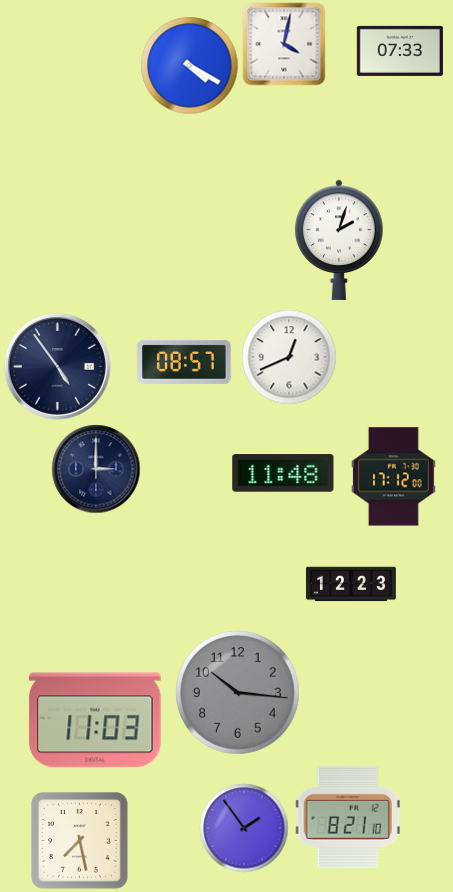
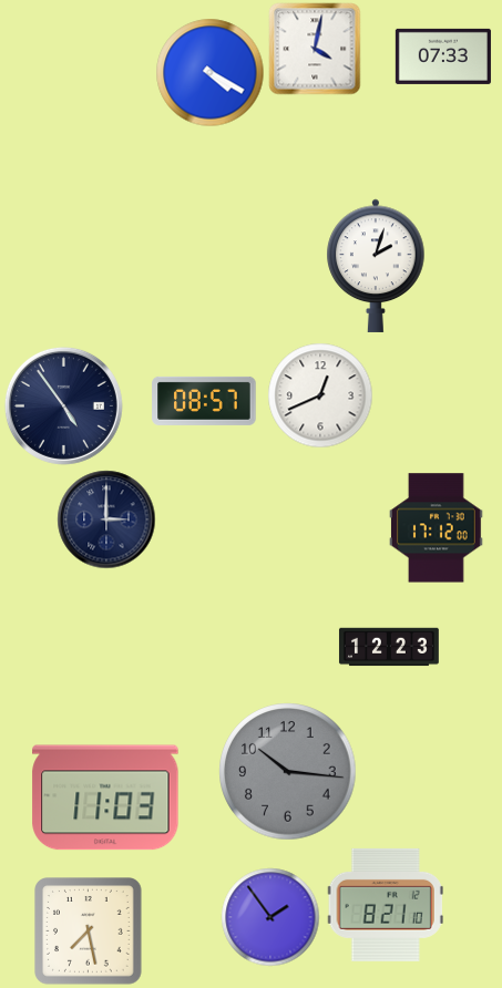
clock at (283, 473): 11:48 -> none
clock at (238, 693) position: (238, 693) -> (288, 772)
